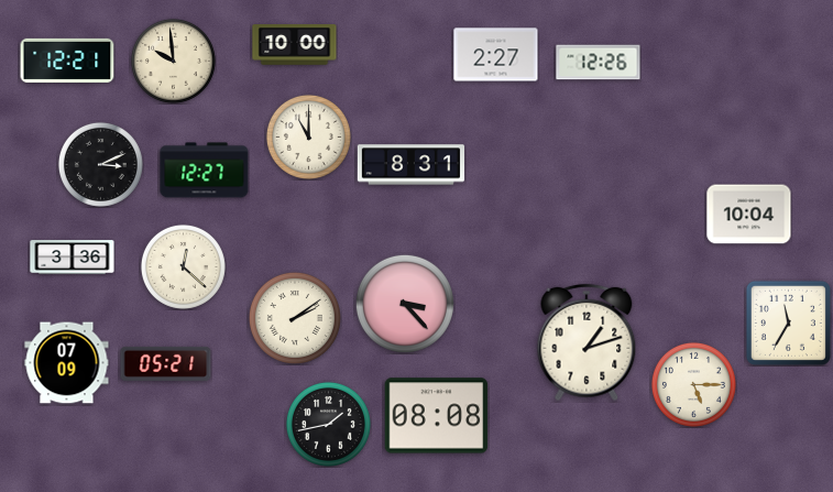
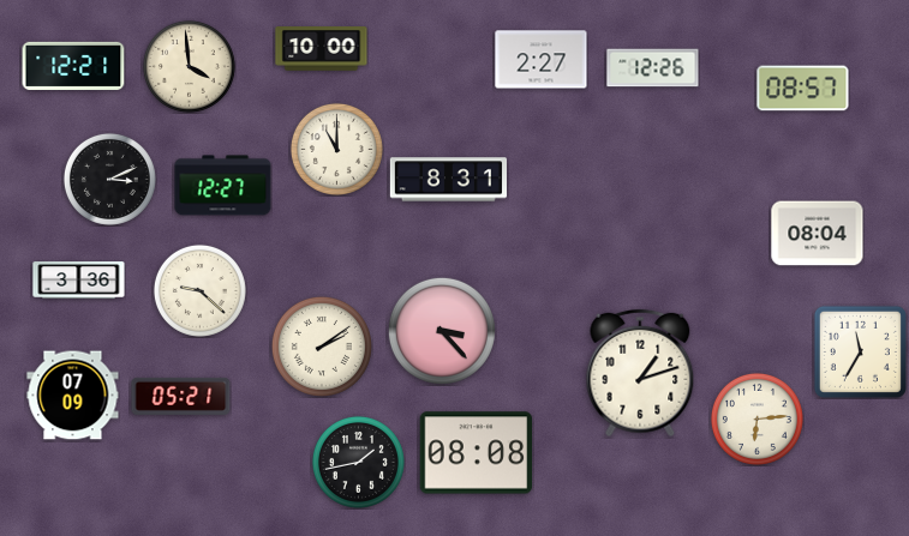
clock at (173, 61): 9:59 -> 3:59
clock at (803, 89): none -> 08:57
clock at (749, 215): 10:04 -> 08:04
clock at (183, 266): 12:22 -> 9:22
clock at (693, 384): 5:15 -> 6:14
